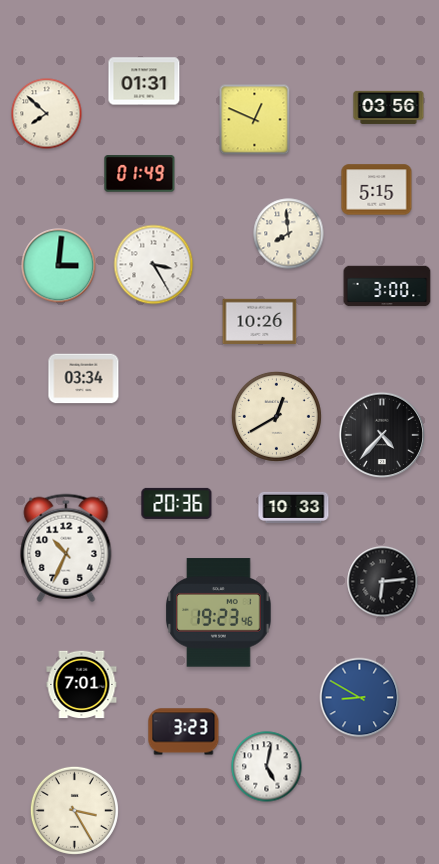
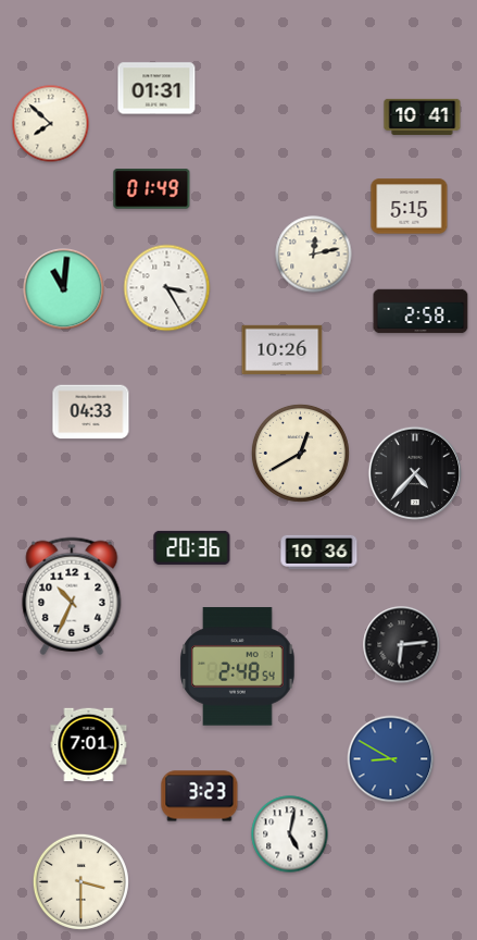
clock at (389, 107): 03:56 -> 10:41
clock at (255, 120): 12:49 -> none
clock at (289, 234): 7:59 -> 12:13
clock at (59, 266): 3:01 -> 11:01
clock at (387, 286): 3:00 -> 2:58
clock at (84, 379): 03:34 -> 04:33
clock at (294, 507): 10:33 -> 10:36
clock at (383, 582) position: (383, 582) -> (402, 645)
clock at (219, 613): 19:23 -> 2:48
clock at (74, 810): 3:25 -> 3:30
